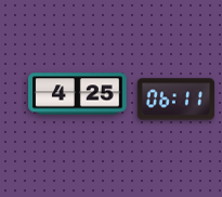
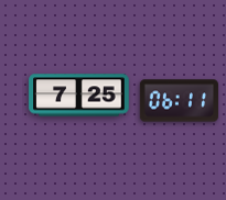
clock at (78, 94): 4:25 -> 7:25
